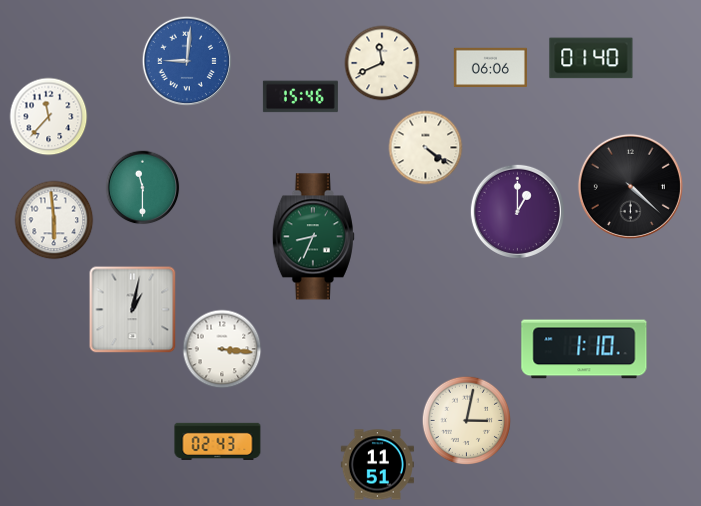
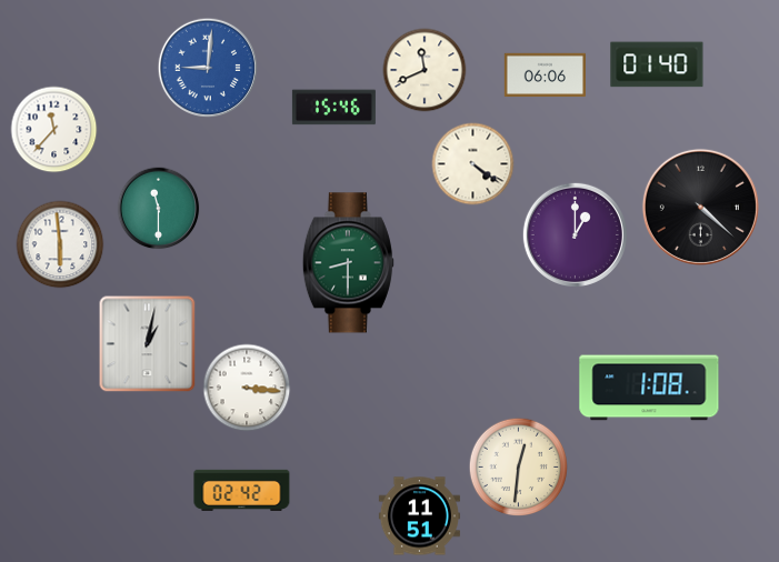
clock at (313, 237): 8:34 -> 8:30
clock at (584, 349): 1:10 -> 1:08
clock at (466, 420): 3:02 -> 12:31
clock at (218, 441): 02:43 -> 02:42
